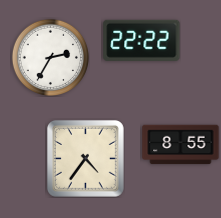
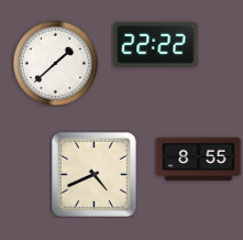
clock at (50, 57): 2:35 -> 1:38
clock at (85, 158): 4:36 -> 4:41
